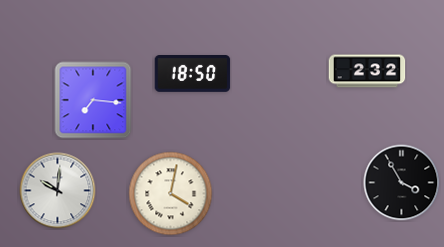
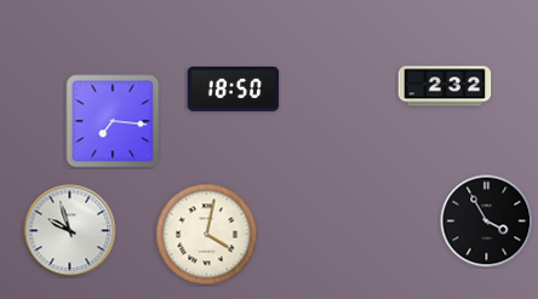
clock at (58, 191): 10:01 -> 9:57
